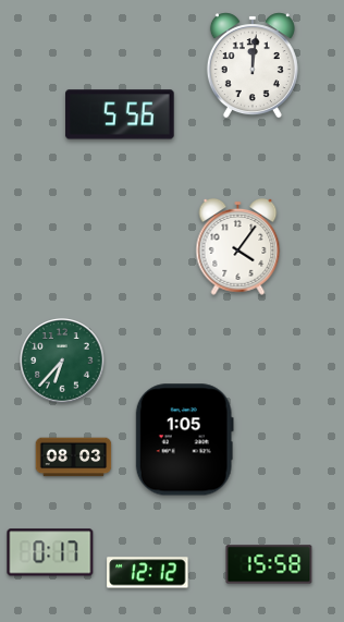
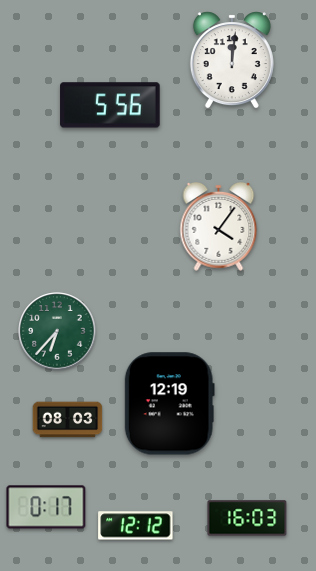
clock at (184, 440): 1:05 -> 12:19
clock at (269, 564): 15:58 -> 16:03
